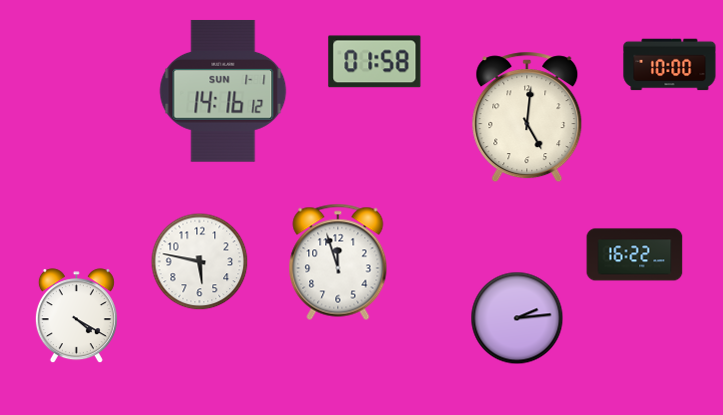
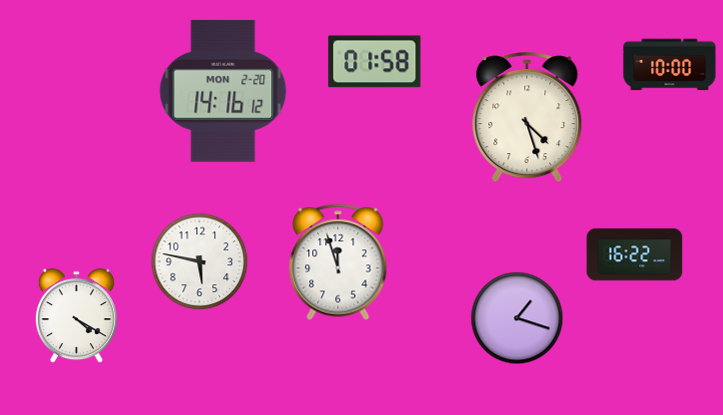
clock at (223, 91) date: SUN 1-1 -> MON 2-20
clock at (527, 117): 5:01 -> 4:27
clock at (517, 318): 2:14 -> 1:18
